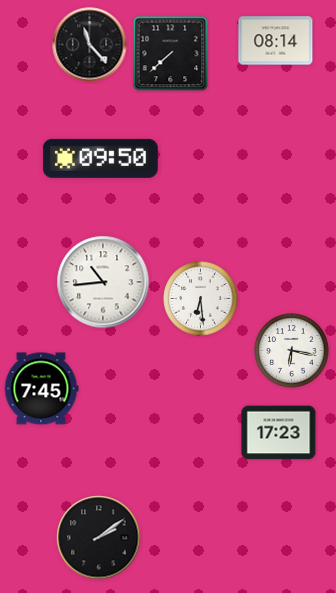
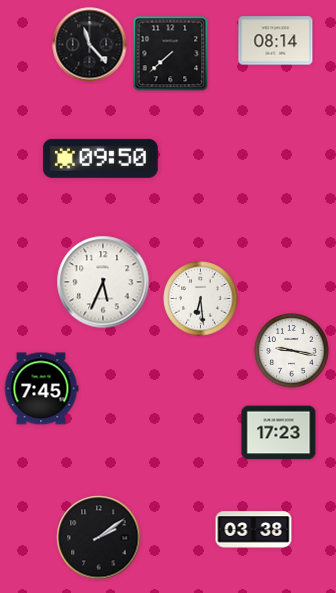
clock at (103, 282): 10:44 -> 5:34
clock at (292, 351): 6:17 -> 9:17
clock at (254, 530): none -> 03:38
